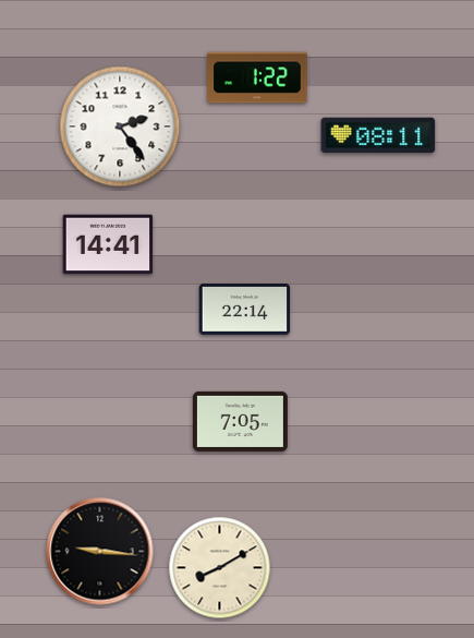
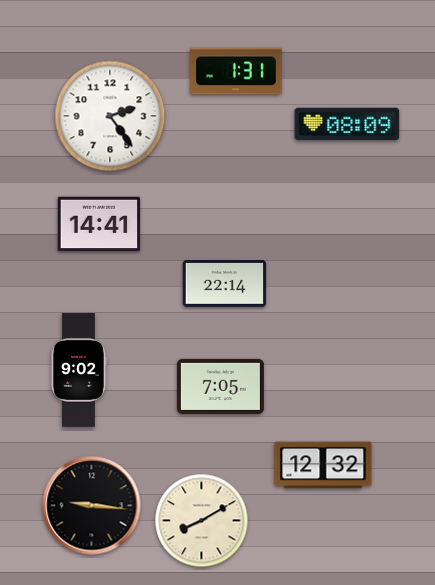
clock at (257, 77): 1:22 -> 1:31
clock at (378, 135): 08:11 -> 08:09
clock at (79, 371): none -> 9:02
clock at (323, 465): none -> 12:32
